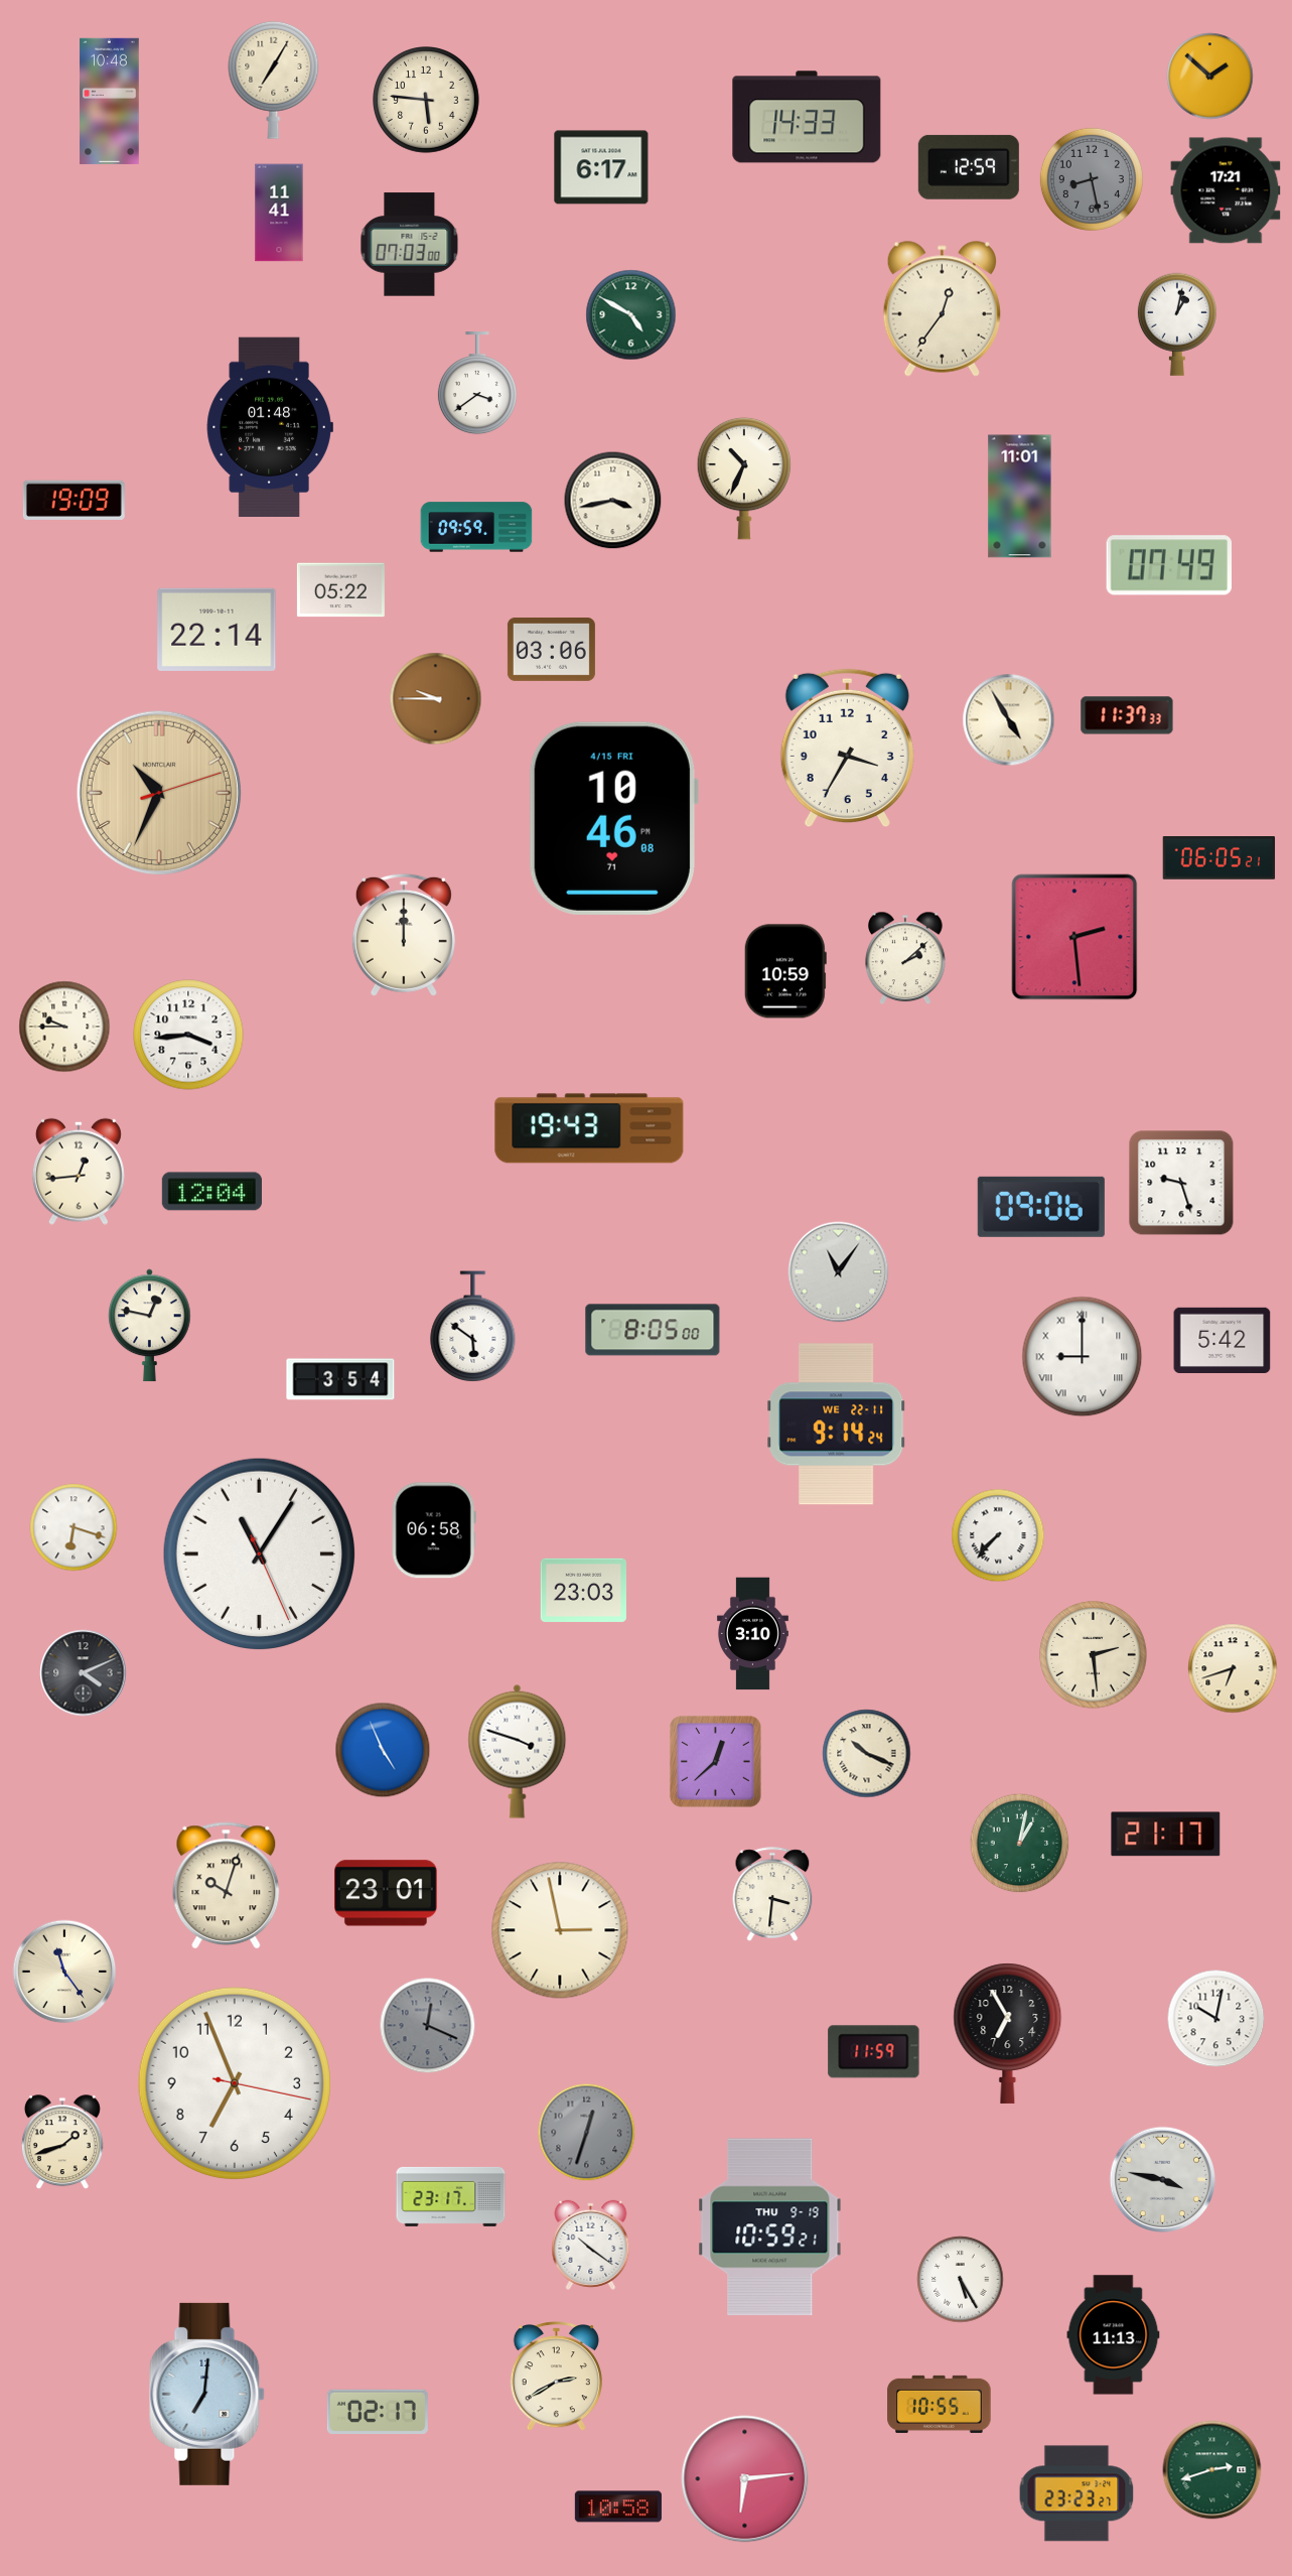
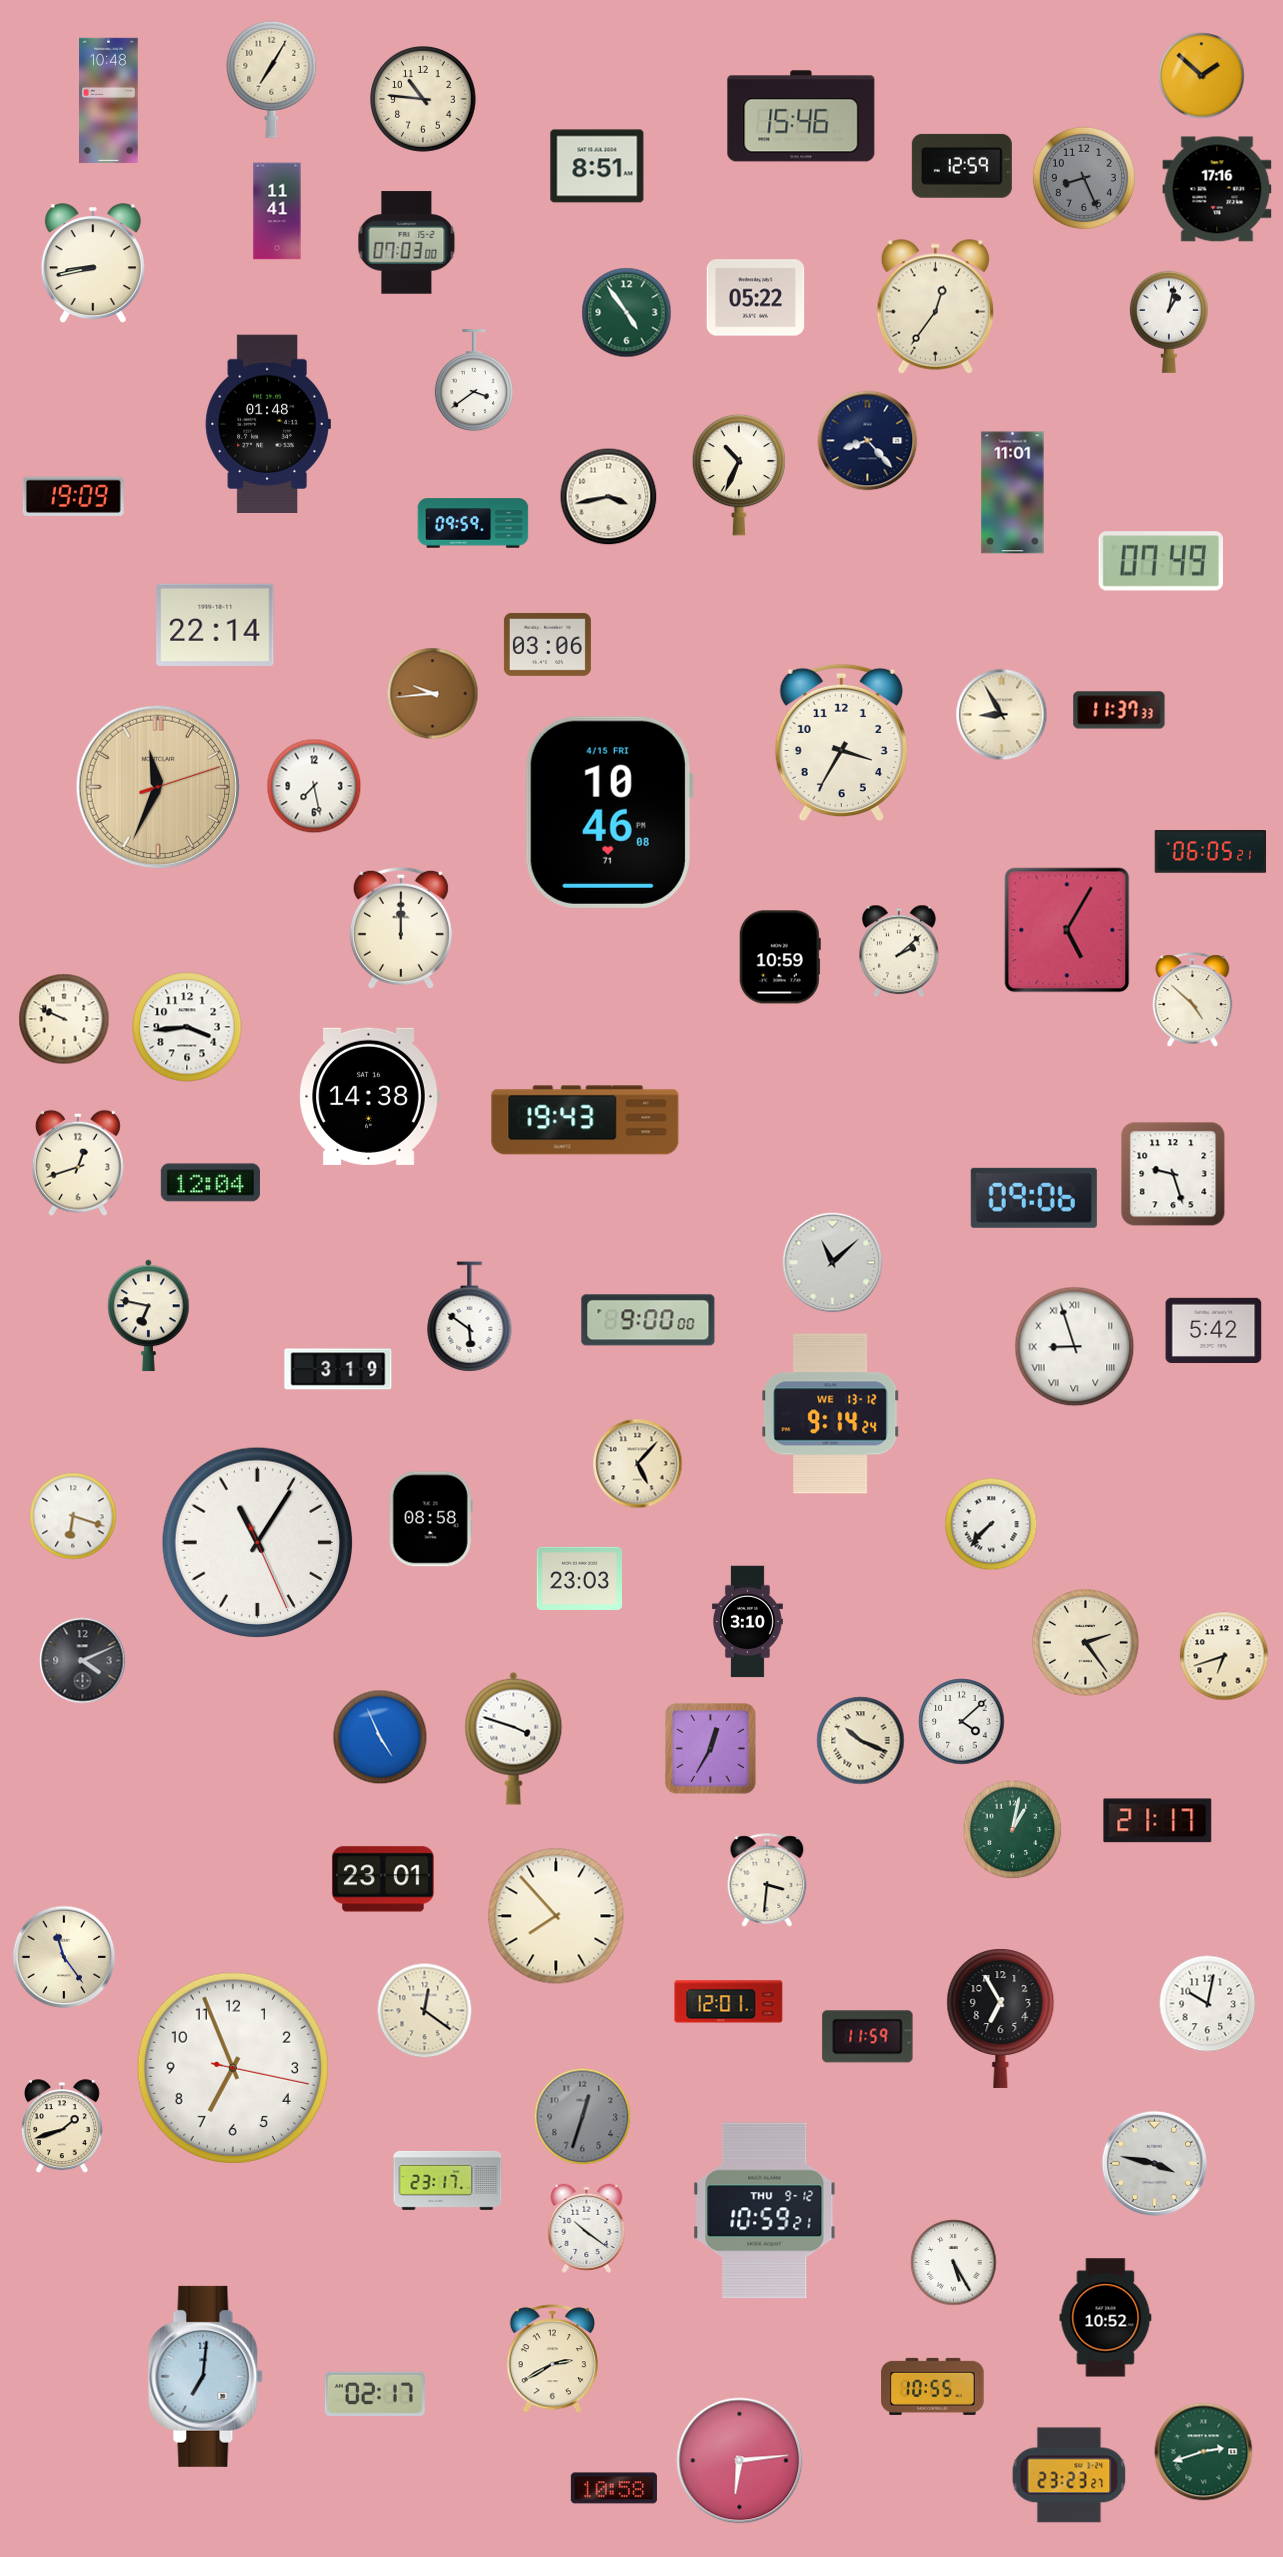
clock at (427, 101): 5:46 -> 10:46
clock at (807, 117): 14:33 -> 15:46
clock at (601, 167): 6:17 -> 8:51
clock at (1092, 179): 8:28 -> 8:26
clock at (1226, 190): 17:21 -> 17:16
clock at (93, 264): none -> 8:43
clock at (756, 298): none -> 05:22
clock at (631, 315): 4:50 -> 4:54
clock at (868, 441): none -> 8:23
clock at (340, 590): 05:22 -> none
clock at (436, 699): 9:45 -> 9:44
clock at (1009, 720): 4:55 -> 8:55
clock at (314, 786): none -> 7:28
clock at (159, 793): 10:34 -> 11:34
clock at (1074, 937): 2:29 -> 5:05
clock at (785, 971) position: (785, 971) -> (780, 957)
clock at (1193, 1000): none -> 4:52
clock at (64, 1027): 9:45 -> 9:49
clock at (369, 1096): none -> 14:38
clock at (79, 1172): 12:44 -> 12:42
clock at (839, 1272): 11:06 -> 11:08
clock at (150, 1326): 12:47 -> 6:47
clock at (653, 1330): 8:05 -> 9:00
clock at (1083, 1357): 9:00 -> 8:57
clock at (340, 1379): 3:54 -> 3:19
clock at (837, 1425) date: WE 22-11 -> WE 13-12
clock at (638, 1464): none -> 5:07
clock at (434, 1530): 06:58 -> 08:58
clock at (1094, 1655): 2:29 -> 2:24
clock at (962, 1722): none -> 4:08
clock at (716, 1762): 12:38 -> 12:35
clock at (227, 1886): 10:03 -> none
clock at (560, 1930): 2:58 -> 7:53
clock at (729, 2002): none -> 12:01
clock at (428, 2026): 12:19 -> 12:21
clock at (428, 2026) dial: grey -> cream
clock at (770, 2227) date: THU 9-19 -> THU 9-12
clock at (1114, 2335): 11:13 -> 10:52
